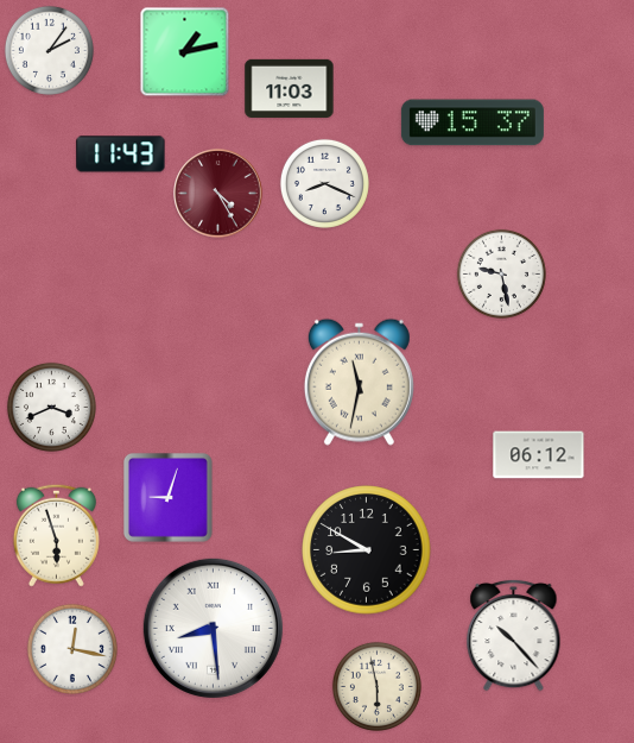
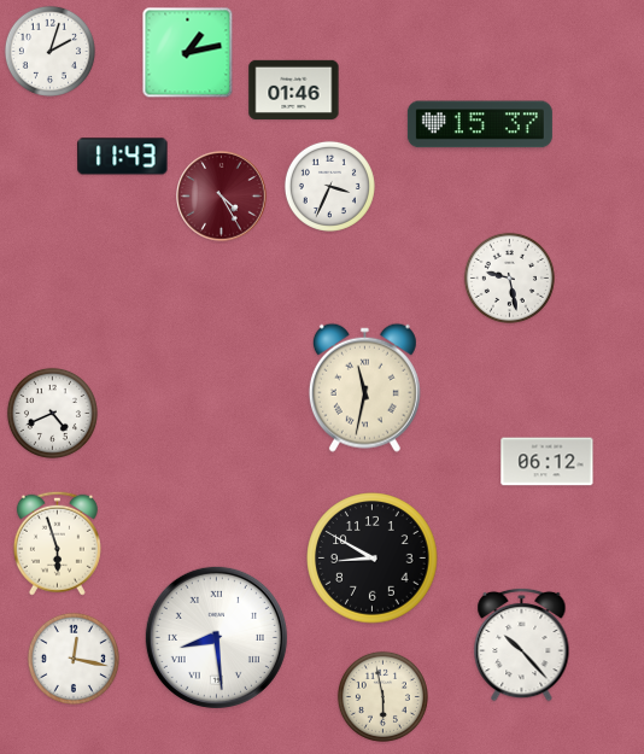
clock at (49, 50): 2:06 -> 2:03
clock at (290, 88): 11:03 -> 01:46
clock at (324, 183): 8:19 -> 3:34
clock at (51, 407): 3:41 -> 4:41
clock at (169, 498): 9:03 -> none
